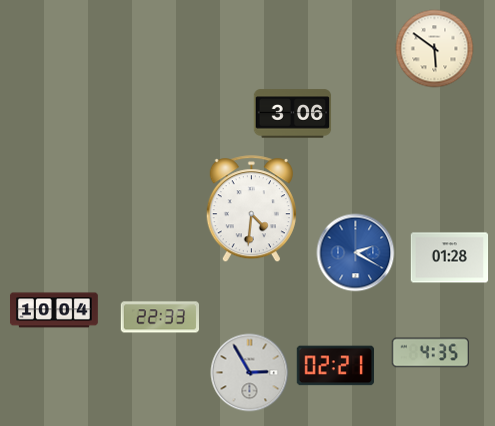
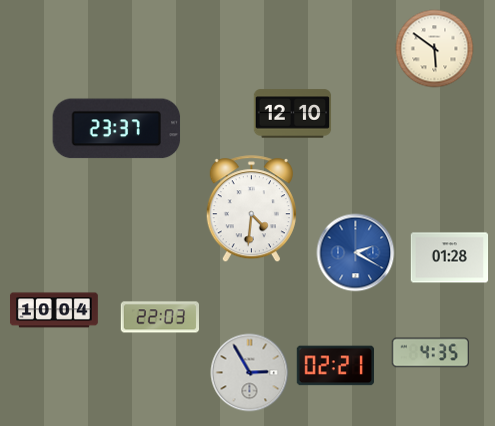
clock at (292, 114): 3:06 -> 12:10
clock at (117, 129): none -> 23:37
clock at (159, 317): 22:33 -> 22:03
